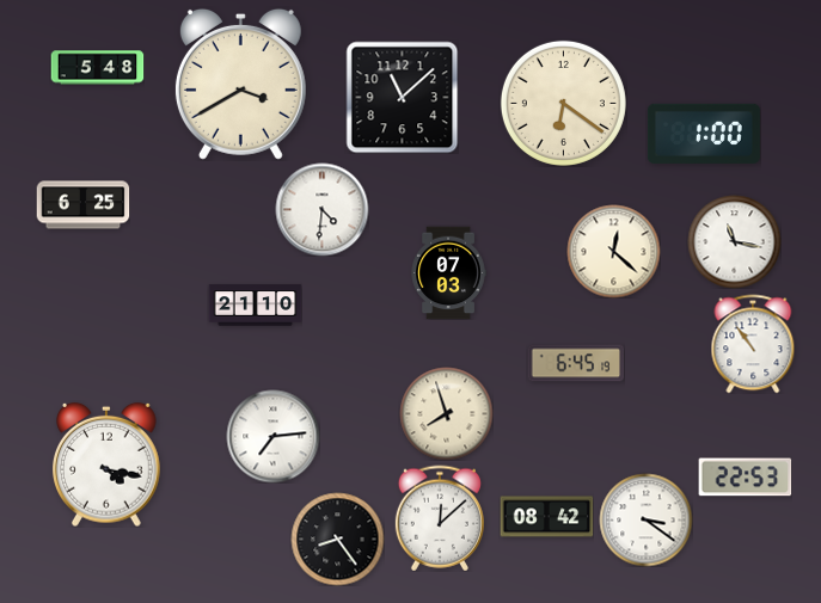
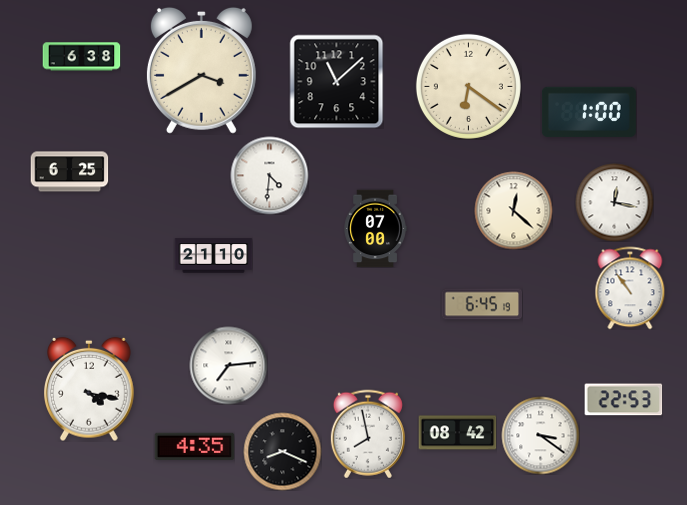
clock at (97, 68): 5:48 -> 6:38
clock at (563, 103) position: (563, 103) -> (468, 86)
clock at (734, 241): 11:17 -> 12:17
clock at (448, 272): 07:03 -> 07:00
clock at (446, 413): 7:57 -> none
clock at (440, 518): 12:08 -> 7:58
clock at (194, 447): none -> 4:35
clock at (337, 539): 8:24 -> 8:19
